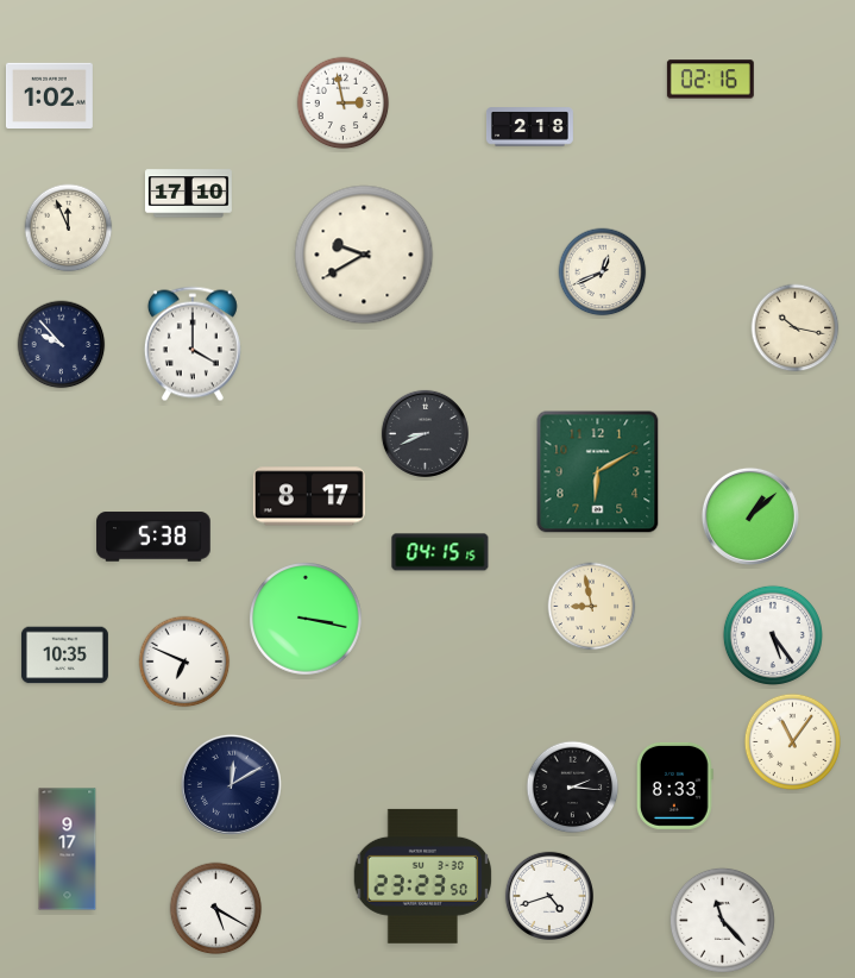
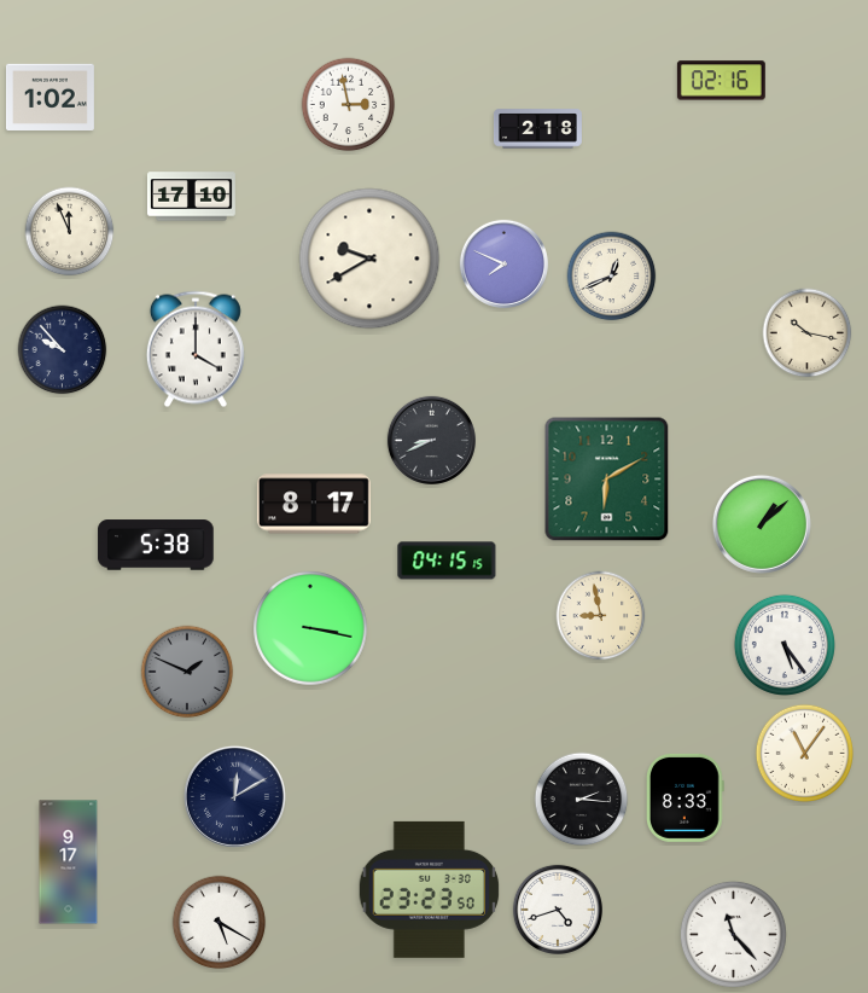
clock at (503, 263): none -> 7:49
clock at (64, 656): 10:35 -> none
clock at (184, 662): 6:49 -> 1:49
clock at (184, 662) dial: white -> grey
